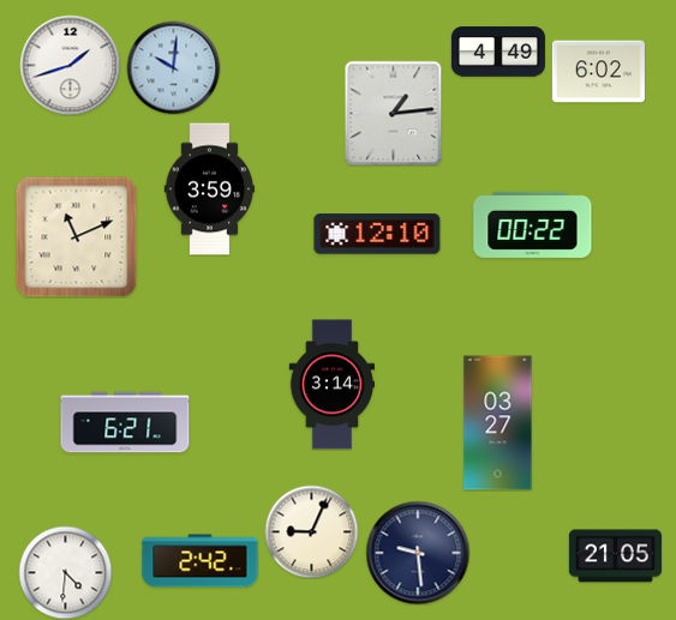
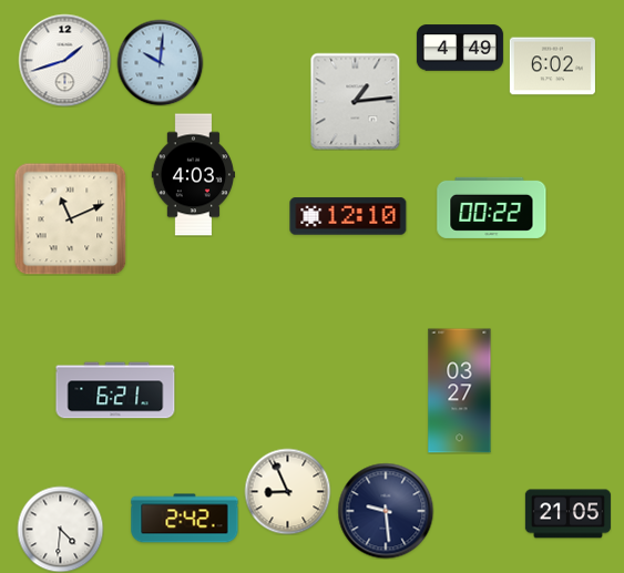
clock at (394, 113) position: (394, 113) -> (356, 101)
clock at (210, 189): 3:59 -> 4:03
clock at (331, 385): 3:14 -> none
clock at (311, 531): 9:04 -> 8:56
